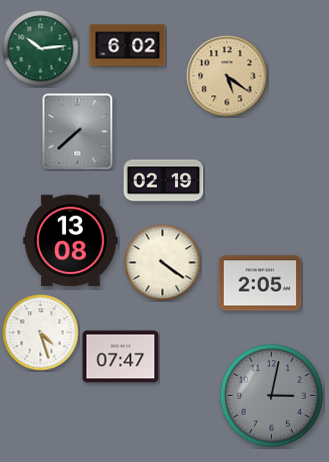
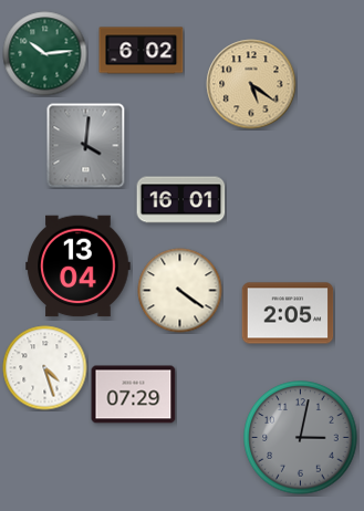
clock at (78, 132): 7:38 -> 4:01
clock at (164, 181): 02:19 -> 16:01
clock at (71, 241): 13:08 -> 13:04
clock at (121, 357): 07:47 -> 07:29
